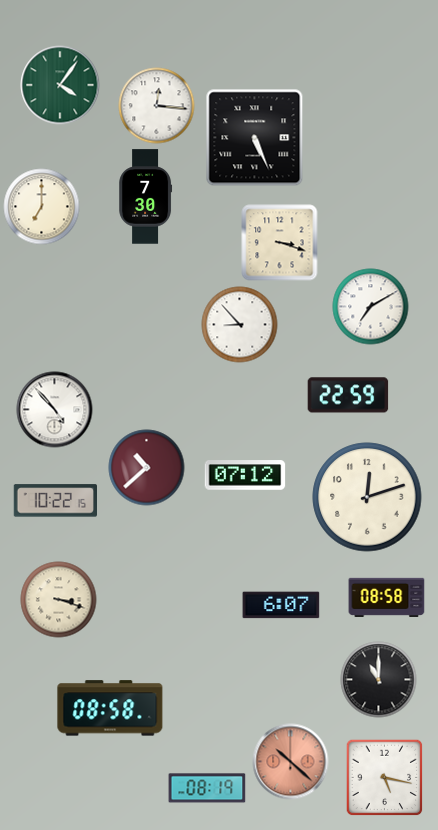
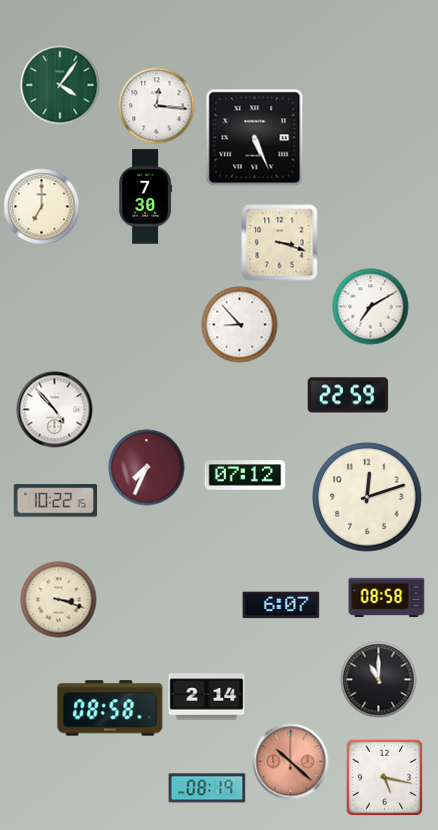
clock at (147, 468): 10:38 -> 7:34
clock at (207, 697): none -> 2:14
